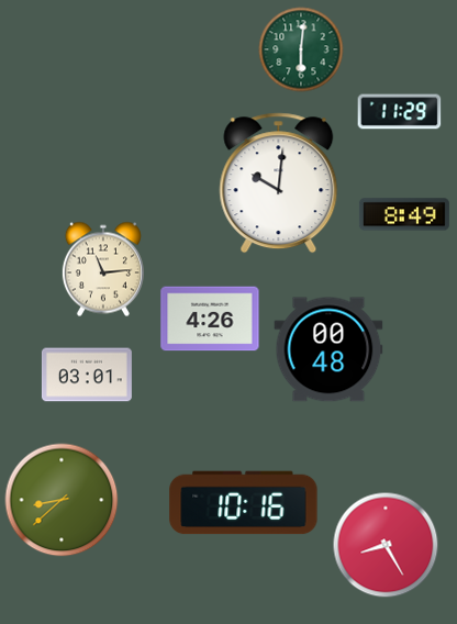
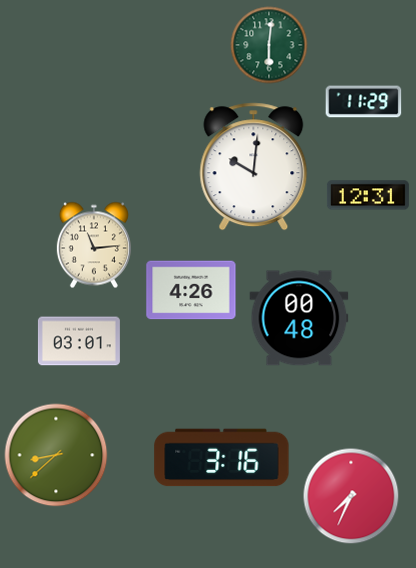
clock at (301, 49) position: (301, 49) -> (269, 45)
clock at (404, 214): 8:49 -> 12:31
clock at (244, 503): 10:16 -> 3:16
clock at (386, 545): 8:25 -> 7:34
